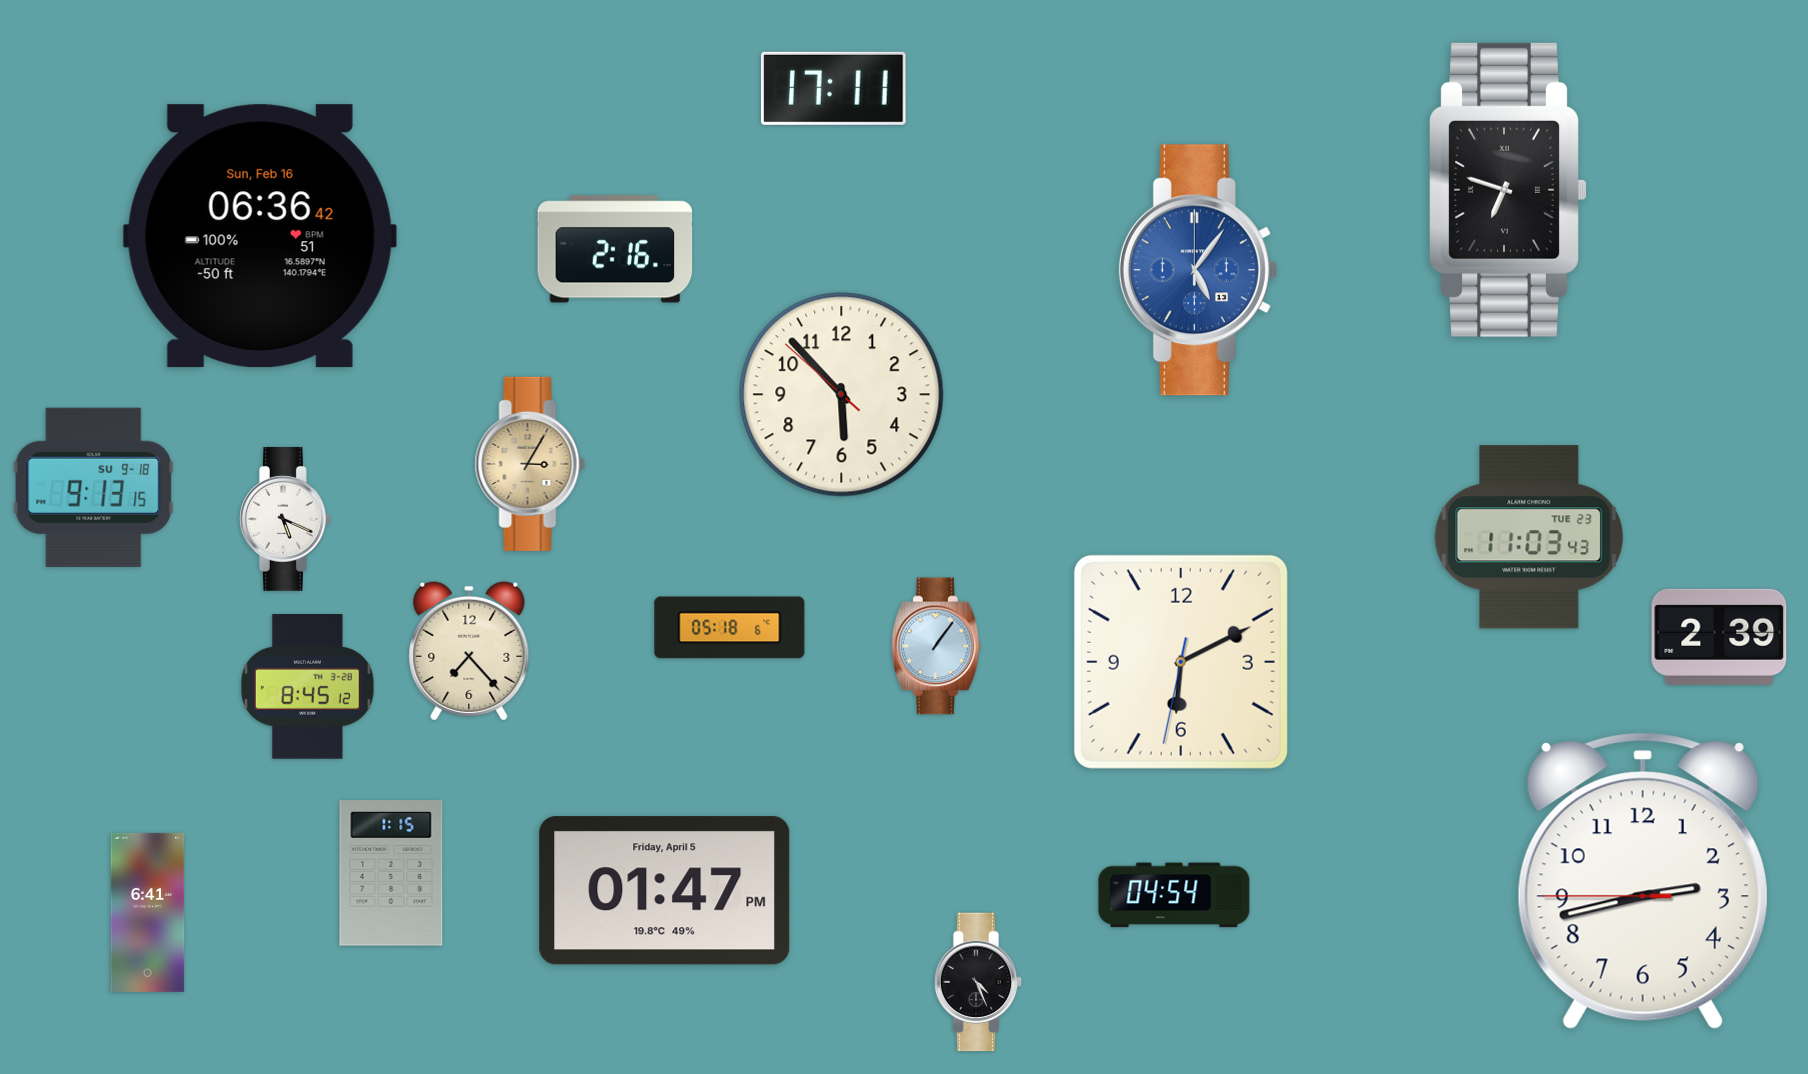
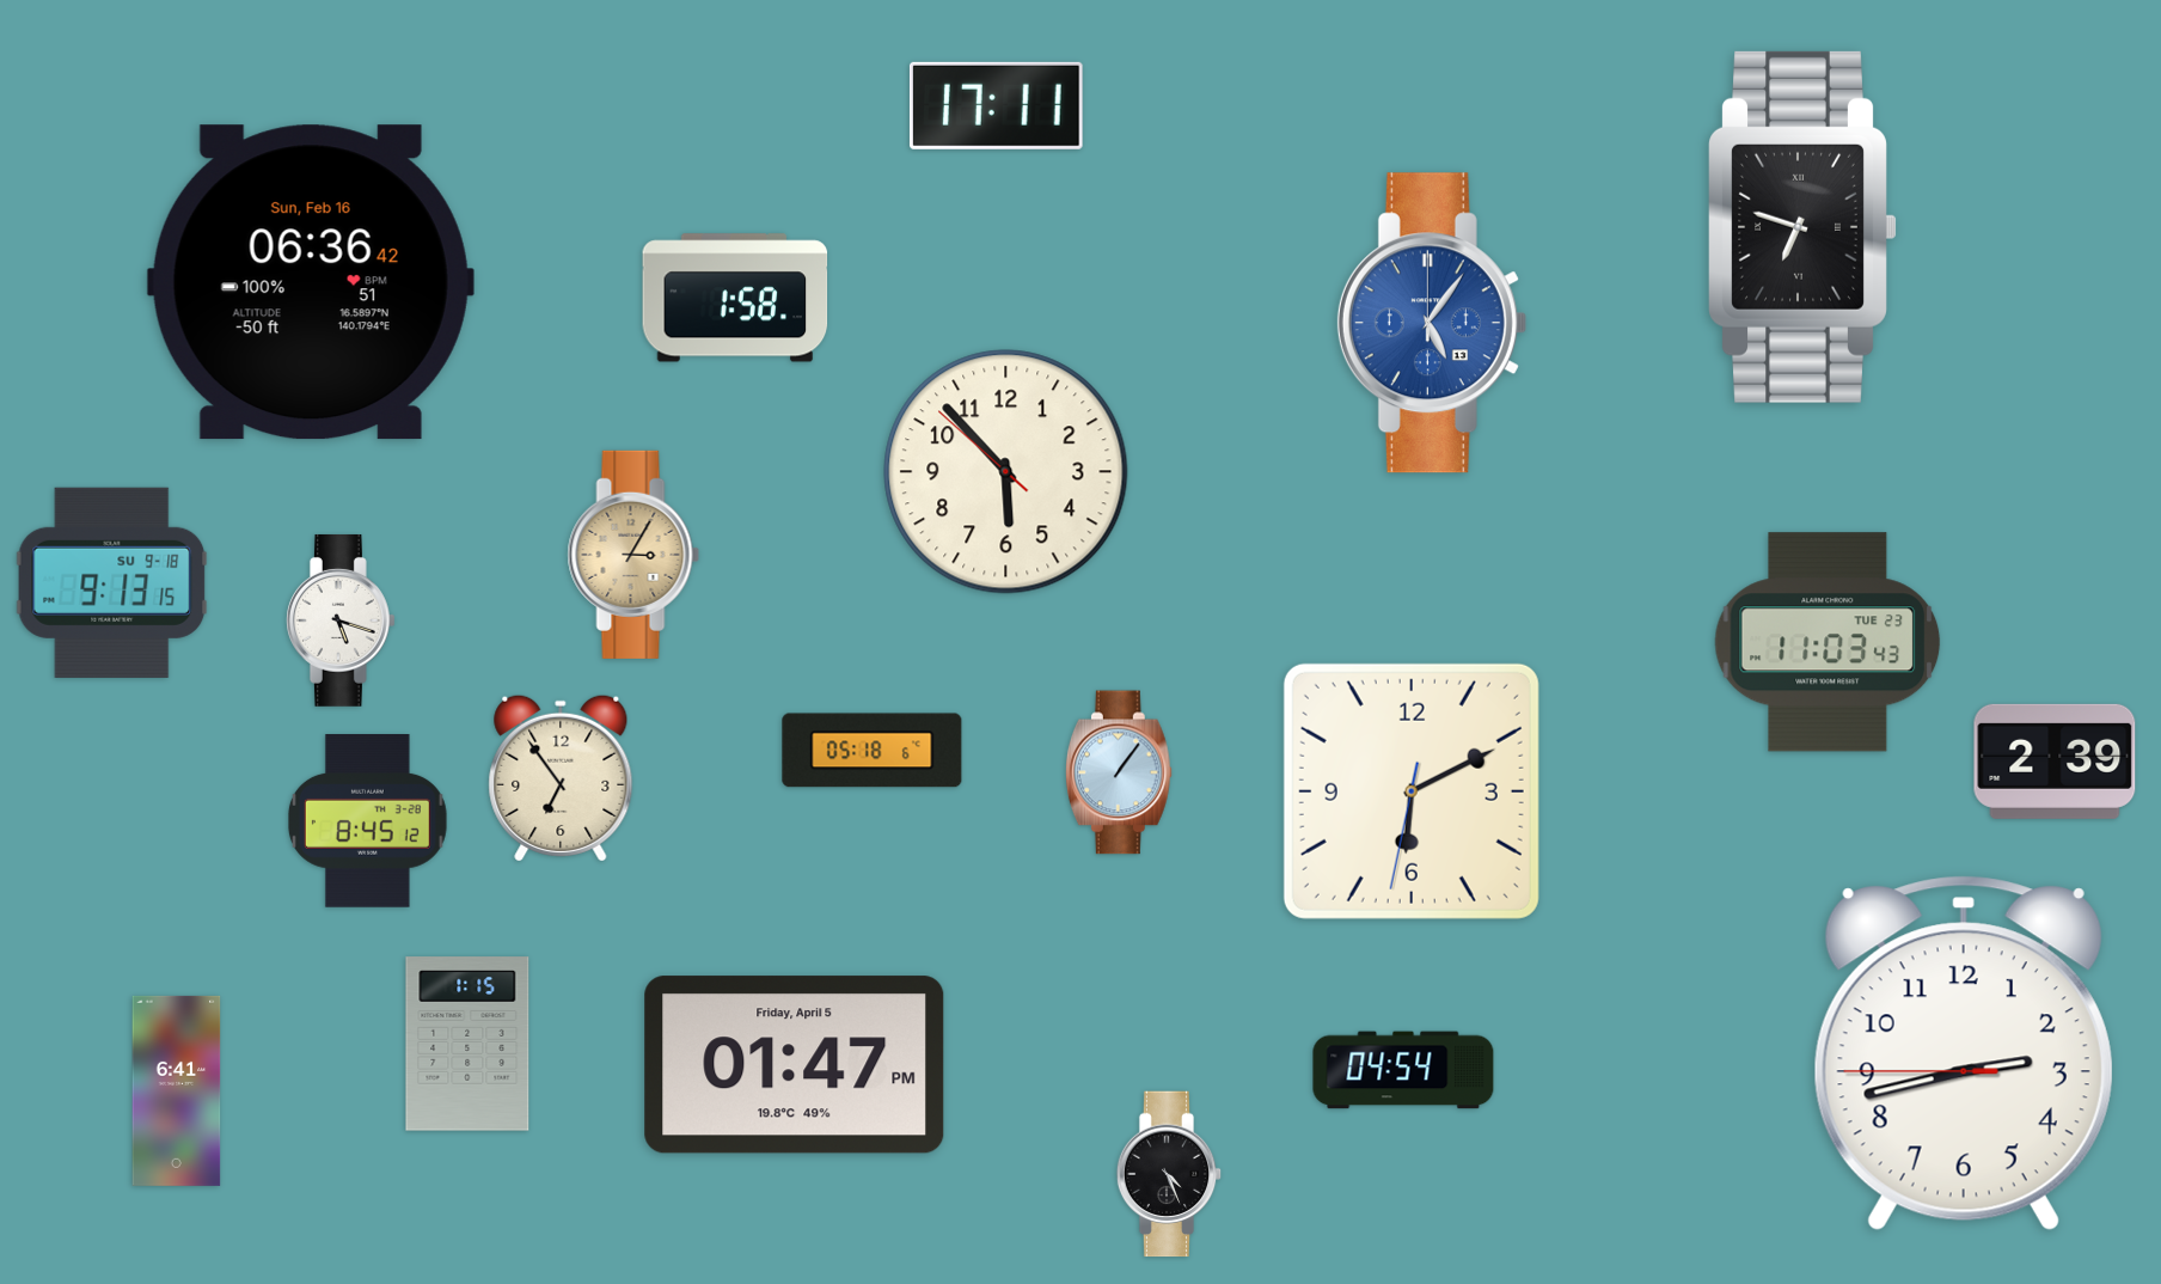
clock at (615, 249): 2:16 -> 1:58
clock at (285, 519): 5:19 -> 5:18
clock at (469, 651): 7:23 -> 6:54
